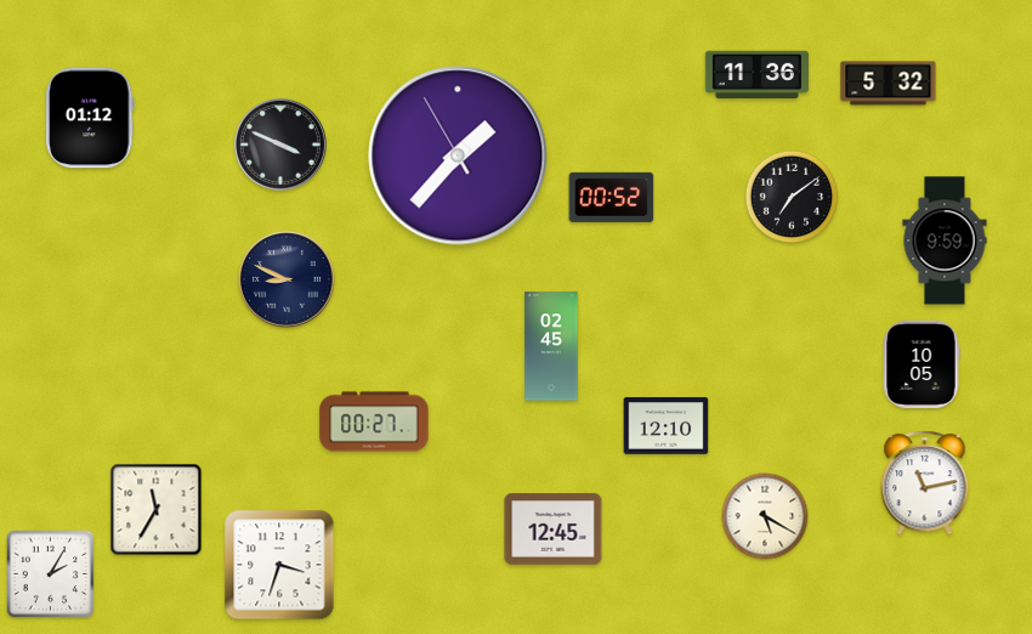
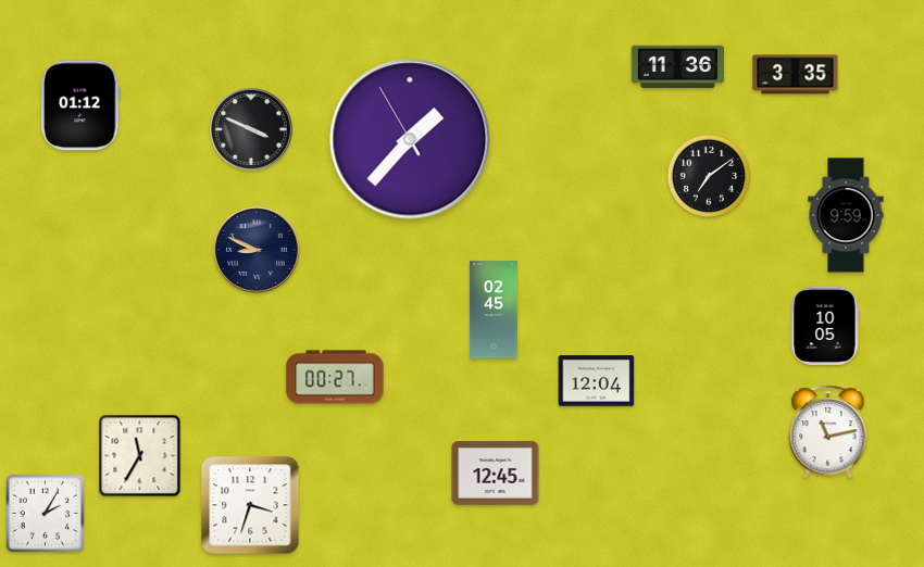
clock at (889, 84): 5:32 -> 3:35
clock at (612, 197): 00:52 -> none
clock at (667, 426): 12:10 -> 12:04
clock at (765, 516): 5:20 -> none
